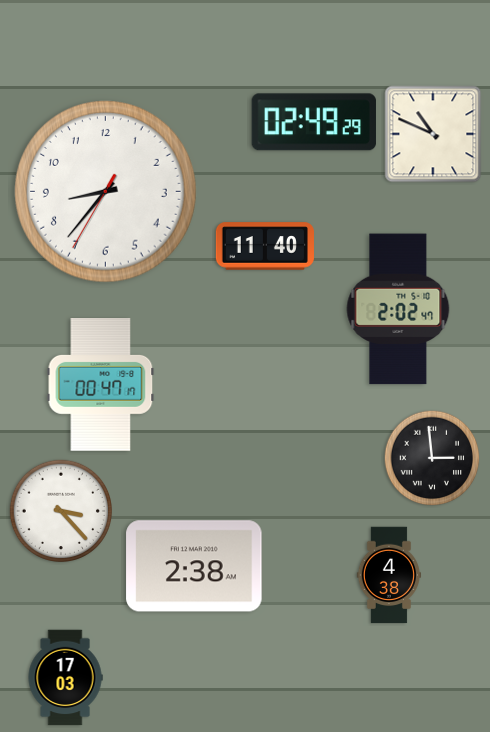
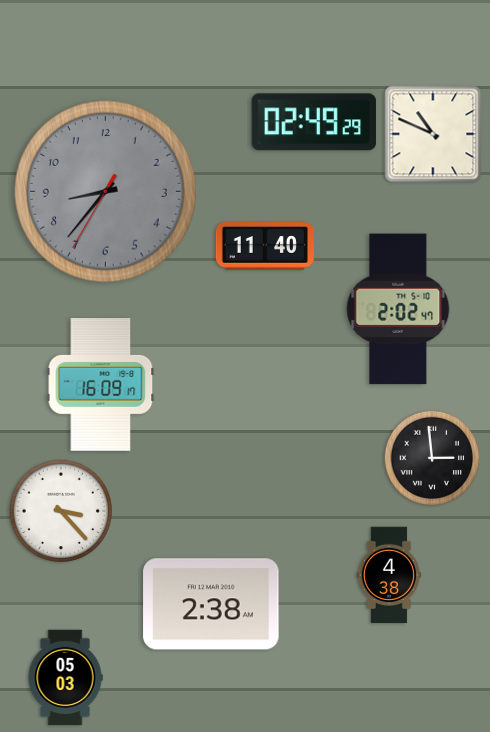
clock at (106, 192) dial: white -> grey
clock at (101, 385): 00:47 -> 16:09
clock at (194, 566) position: (194, 566) -> (211, 604)
clock at (65, 678): 17:03 -> 05:03
